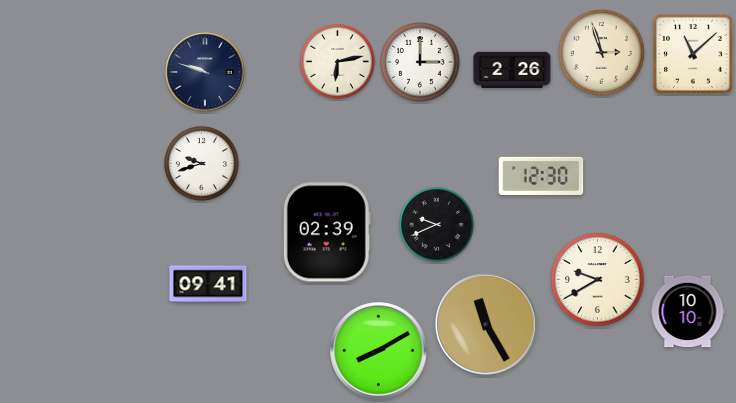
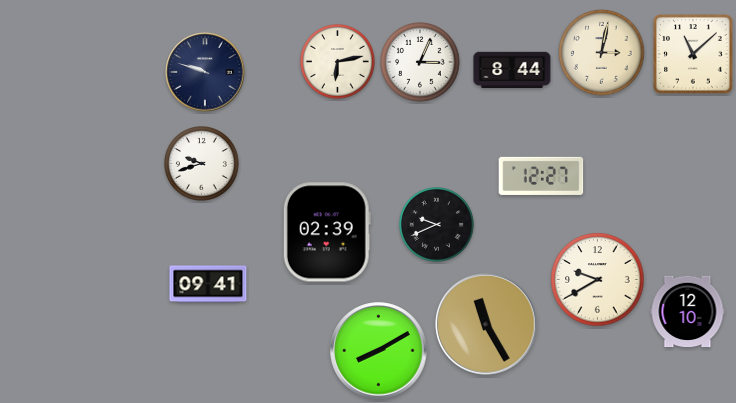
clock at (602, 53): 2:57 -> 3:02
clock at (420, 62): 3:00 -> 3:04
clock at (512, 69): 2:26 -> 8:44
clock at (541, 176): 12:30 -> 12:27
clock at (688, 312): 10:10 -> 12:10
